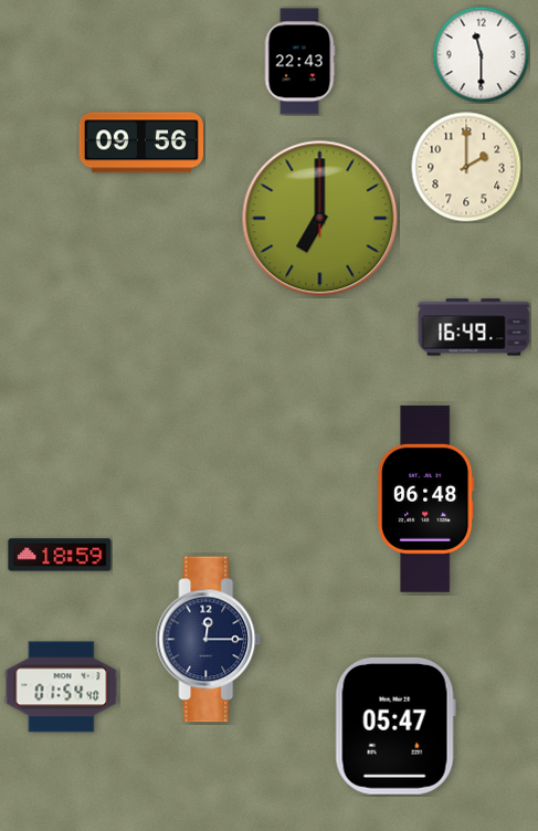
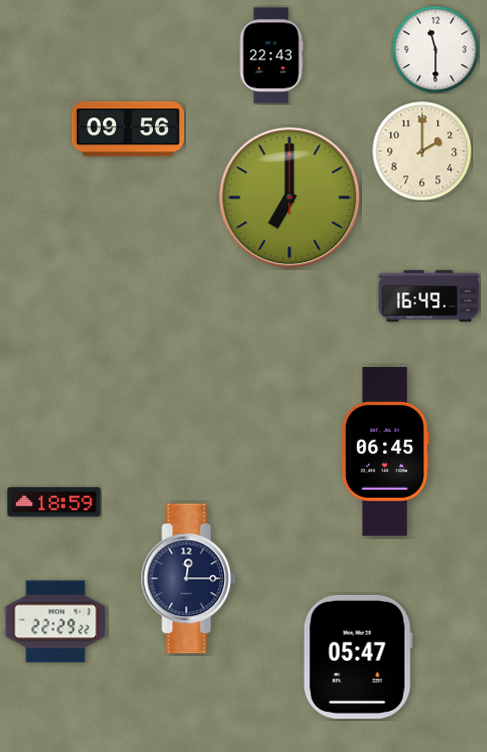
clock at (426, 498): 06:48 -> 06:45
clock at (62, 687): 01:54 -> 22:29
